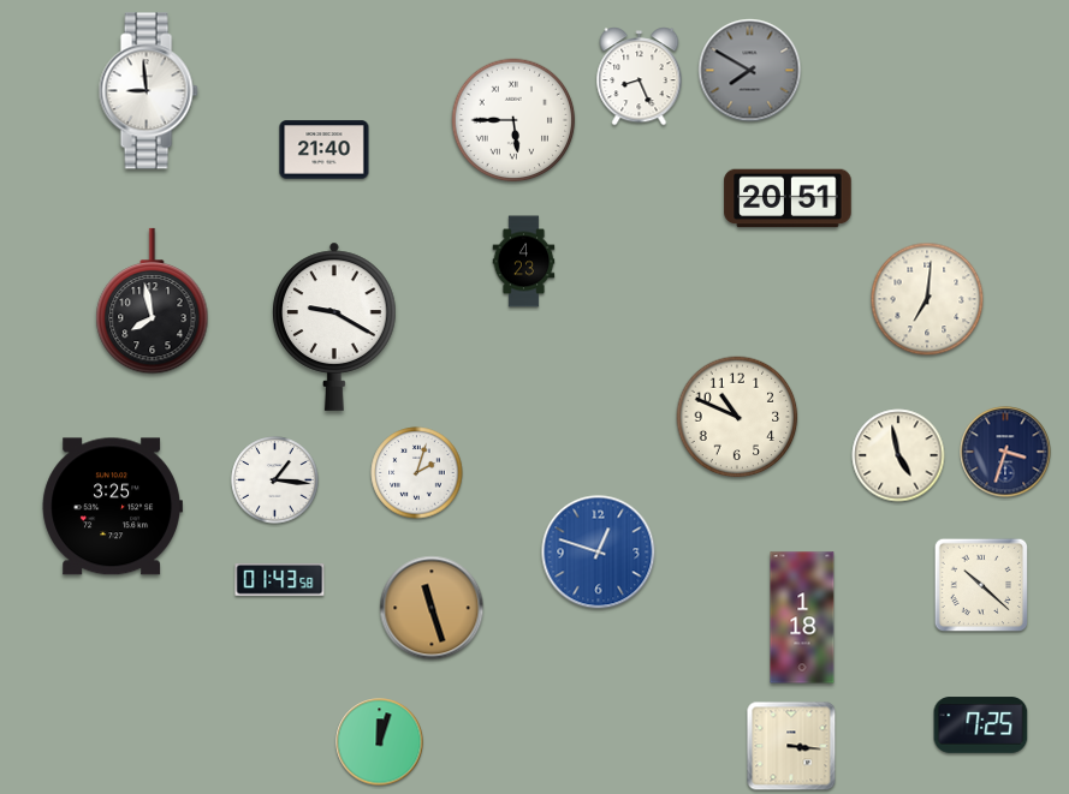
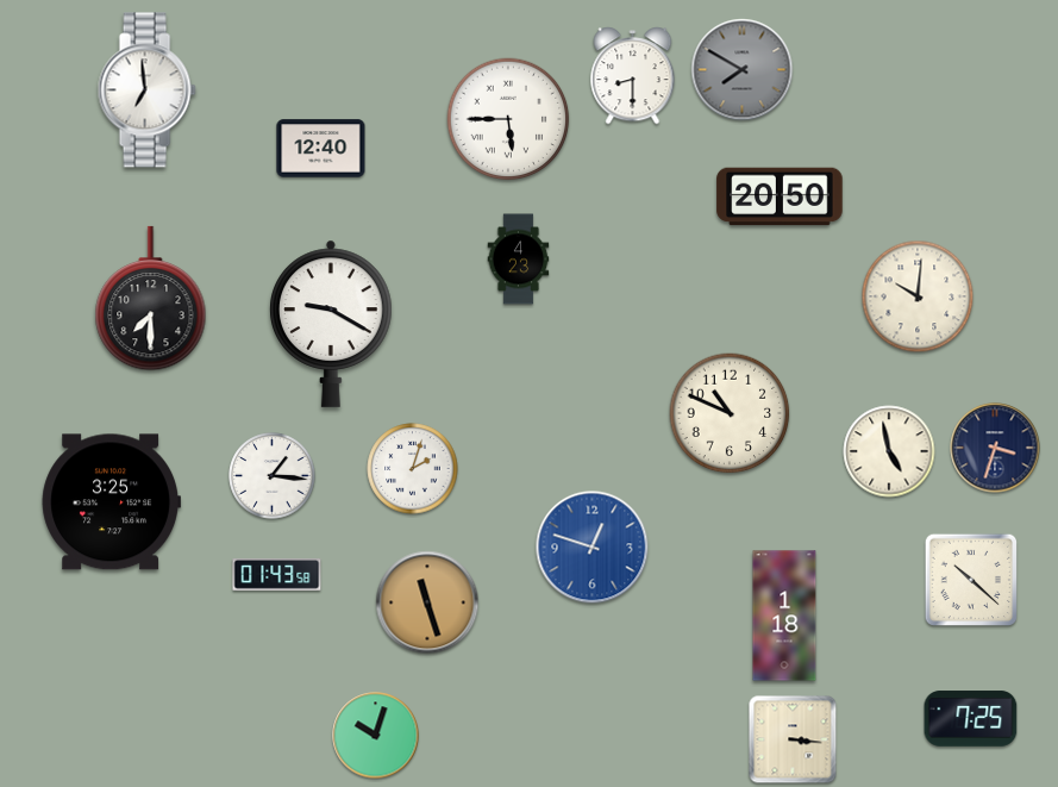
clock at (640, 77): 8:26 -> 8:30
clock at (148, 91): 8:59 -> 6:59
clock at (325, 150): 21:40 -> 12:40
clock at (788, 198): 20:51 -> 20:50
clock at (927, 299): 7:01 -> 10:01
clock at (153, 302): 7:58 -> 7:30
clock at (802, 617) position: (802, 617) -> (784, 616)
clock at (380, 742): 12:03 -> 10:03
clock at (791, 746) position: (791, 746) -> (793, 739)
